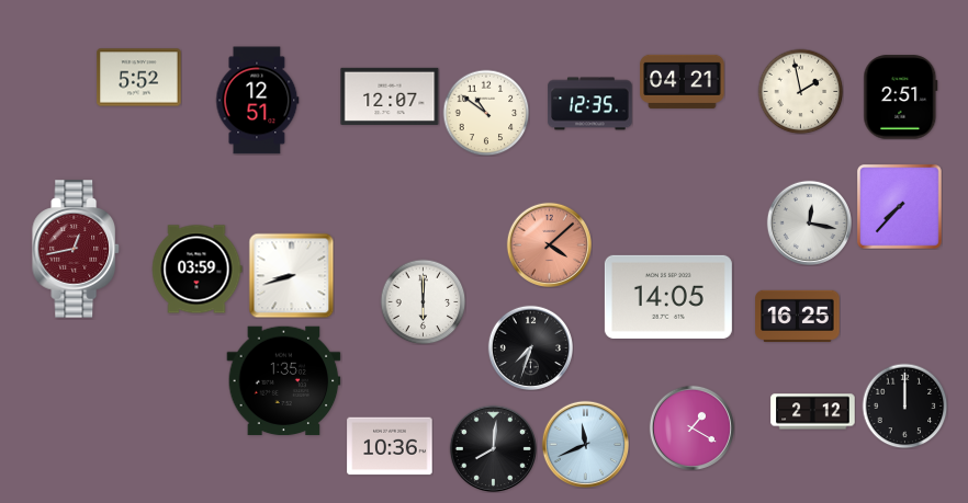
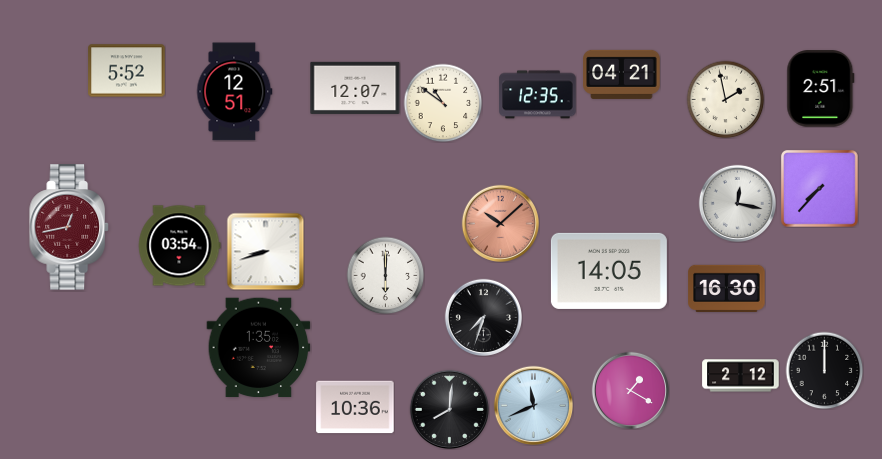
clock at (800, 91) position: (800, 91) -> (725, 99)
clock at (549, 244): 4:08 -> 10:08
clock at (198, 270): 03:59 -> 03:54
clock at (798, 316): 16:25 -> 16:30
